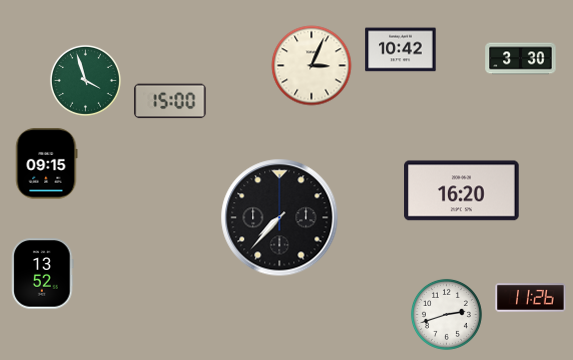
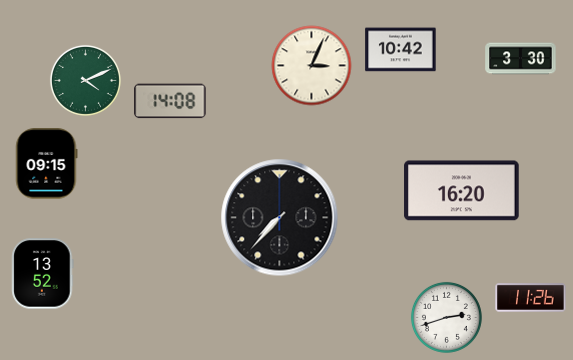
clock at (85, 80): 3:57 -> 4:11
clock at (170, 101): 15:00 -> 14:08
clock at (446, 314) position: (446, 314) -> (446, 317)
